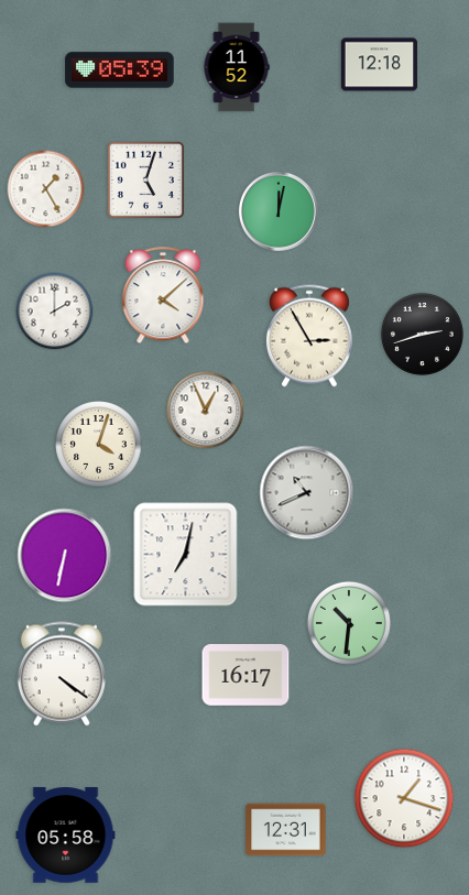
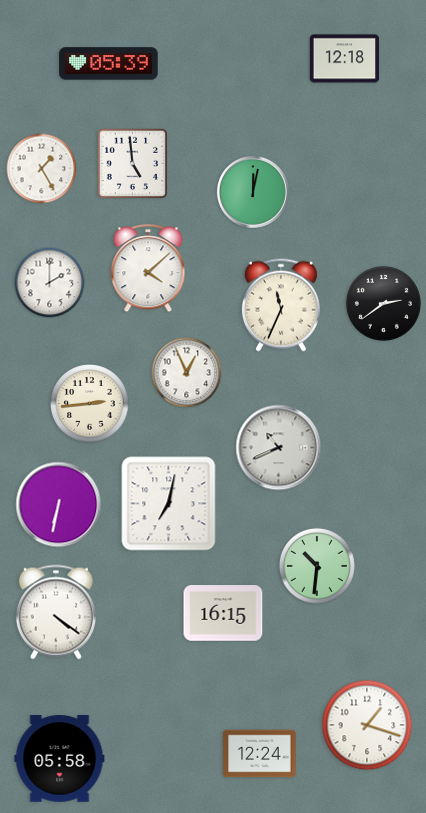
clock at (237, 67): 11:52 -> none
clock at (145, 179): 5:03 -> 4:59
clock at (46, 189) position: (46, 189) -> (42, 169)
clock at (422, 334): 2:42 -> 2:39
clock at (309, 336): 2:55 -> 11:34
clock at (99, 445): 4:03 -> 2:44
clock at (246, 675): 16:17 -> 16:15
clock at (286, 830): 12:31 -> 12:24
